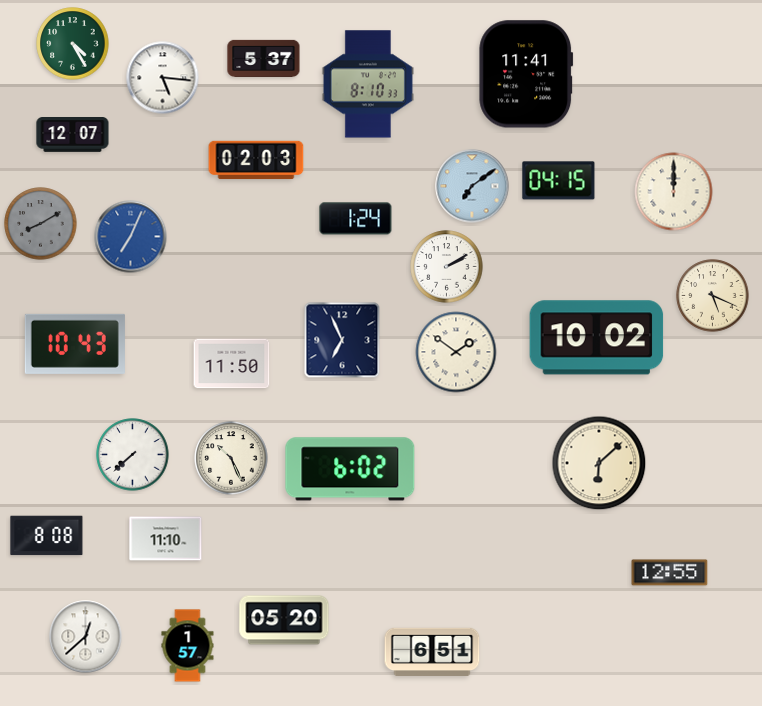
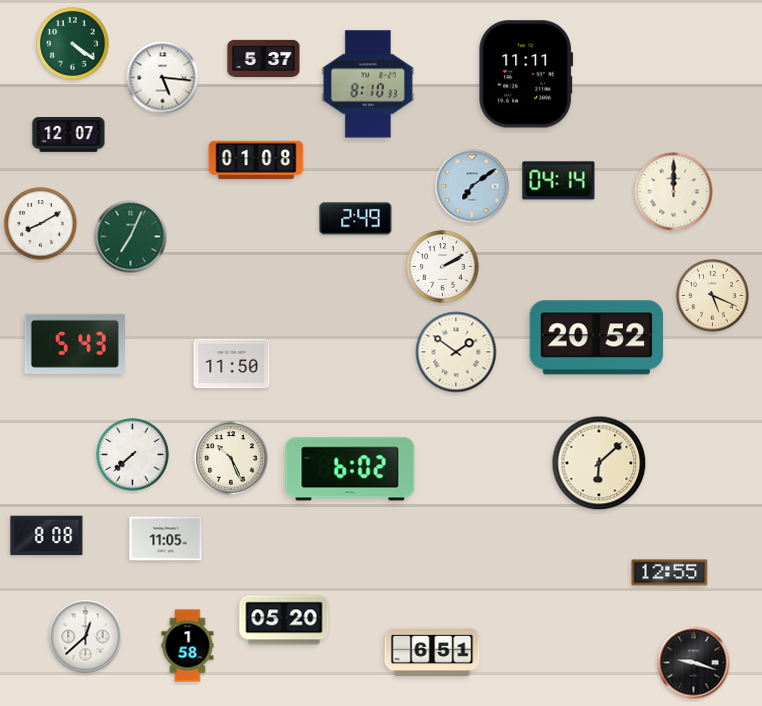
clock at (73, 44): 4:25 -> 4:21
clock at (526, 74): 11:41 -> 11:11
clock at (73, 135) position: (73, 135) -> (69, 135)
clock at (256, 160): 02:03 -> 01:08
clock at (559, 181): 04:15 -> 04:14
clock at (356, 219): 1:24 -> 2:49
clock at (41, 224) dial: grey -> white
clock at (131, 237) dial: blue -> green
clock at (447, 267) position: (447, 267) -> (443, 267)
clock at (597, 338): 10:02 -> 20:52
clock at (342, 340): 6:56 -> none
clock at (75, 344): 10:43 -> 5:43
clock at (166, 539): 11:10 -> 11:05
clock at (188, 646): 1:57 -> 1:58
clock at (694, 663): none -> 9:18
